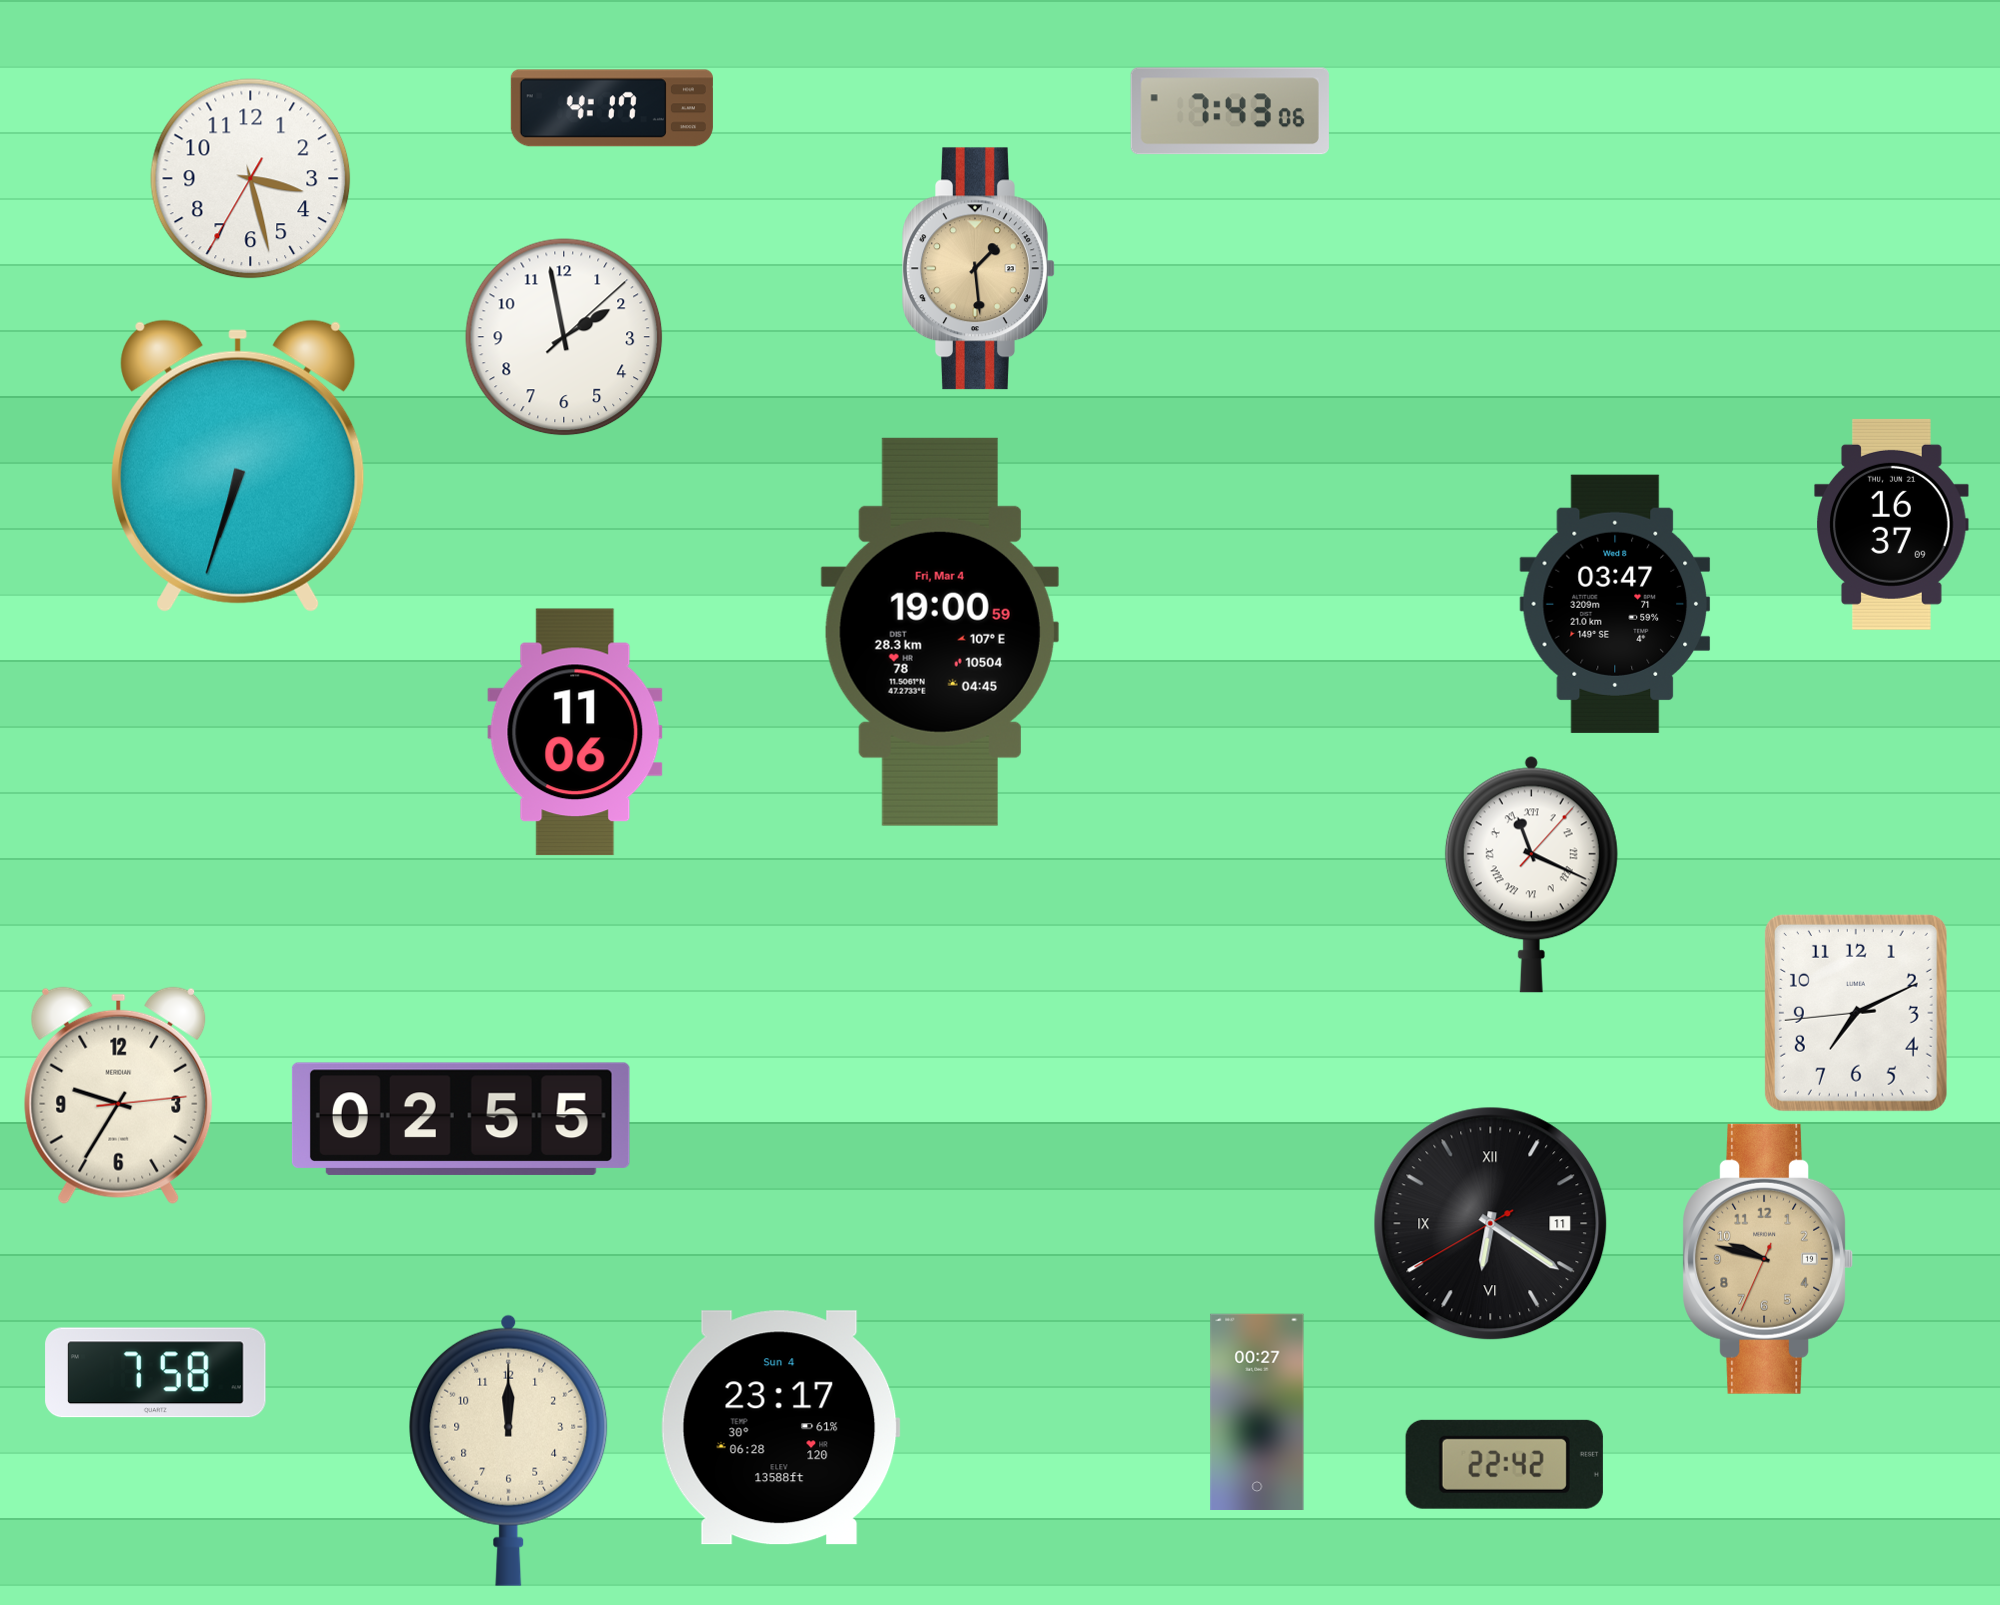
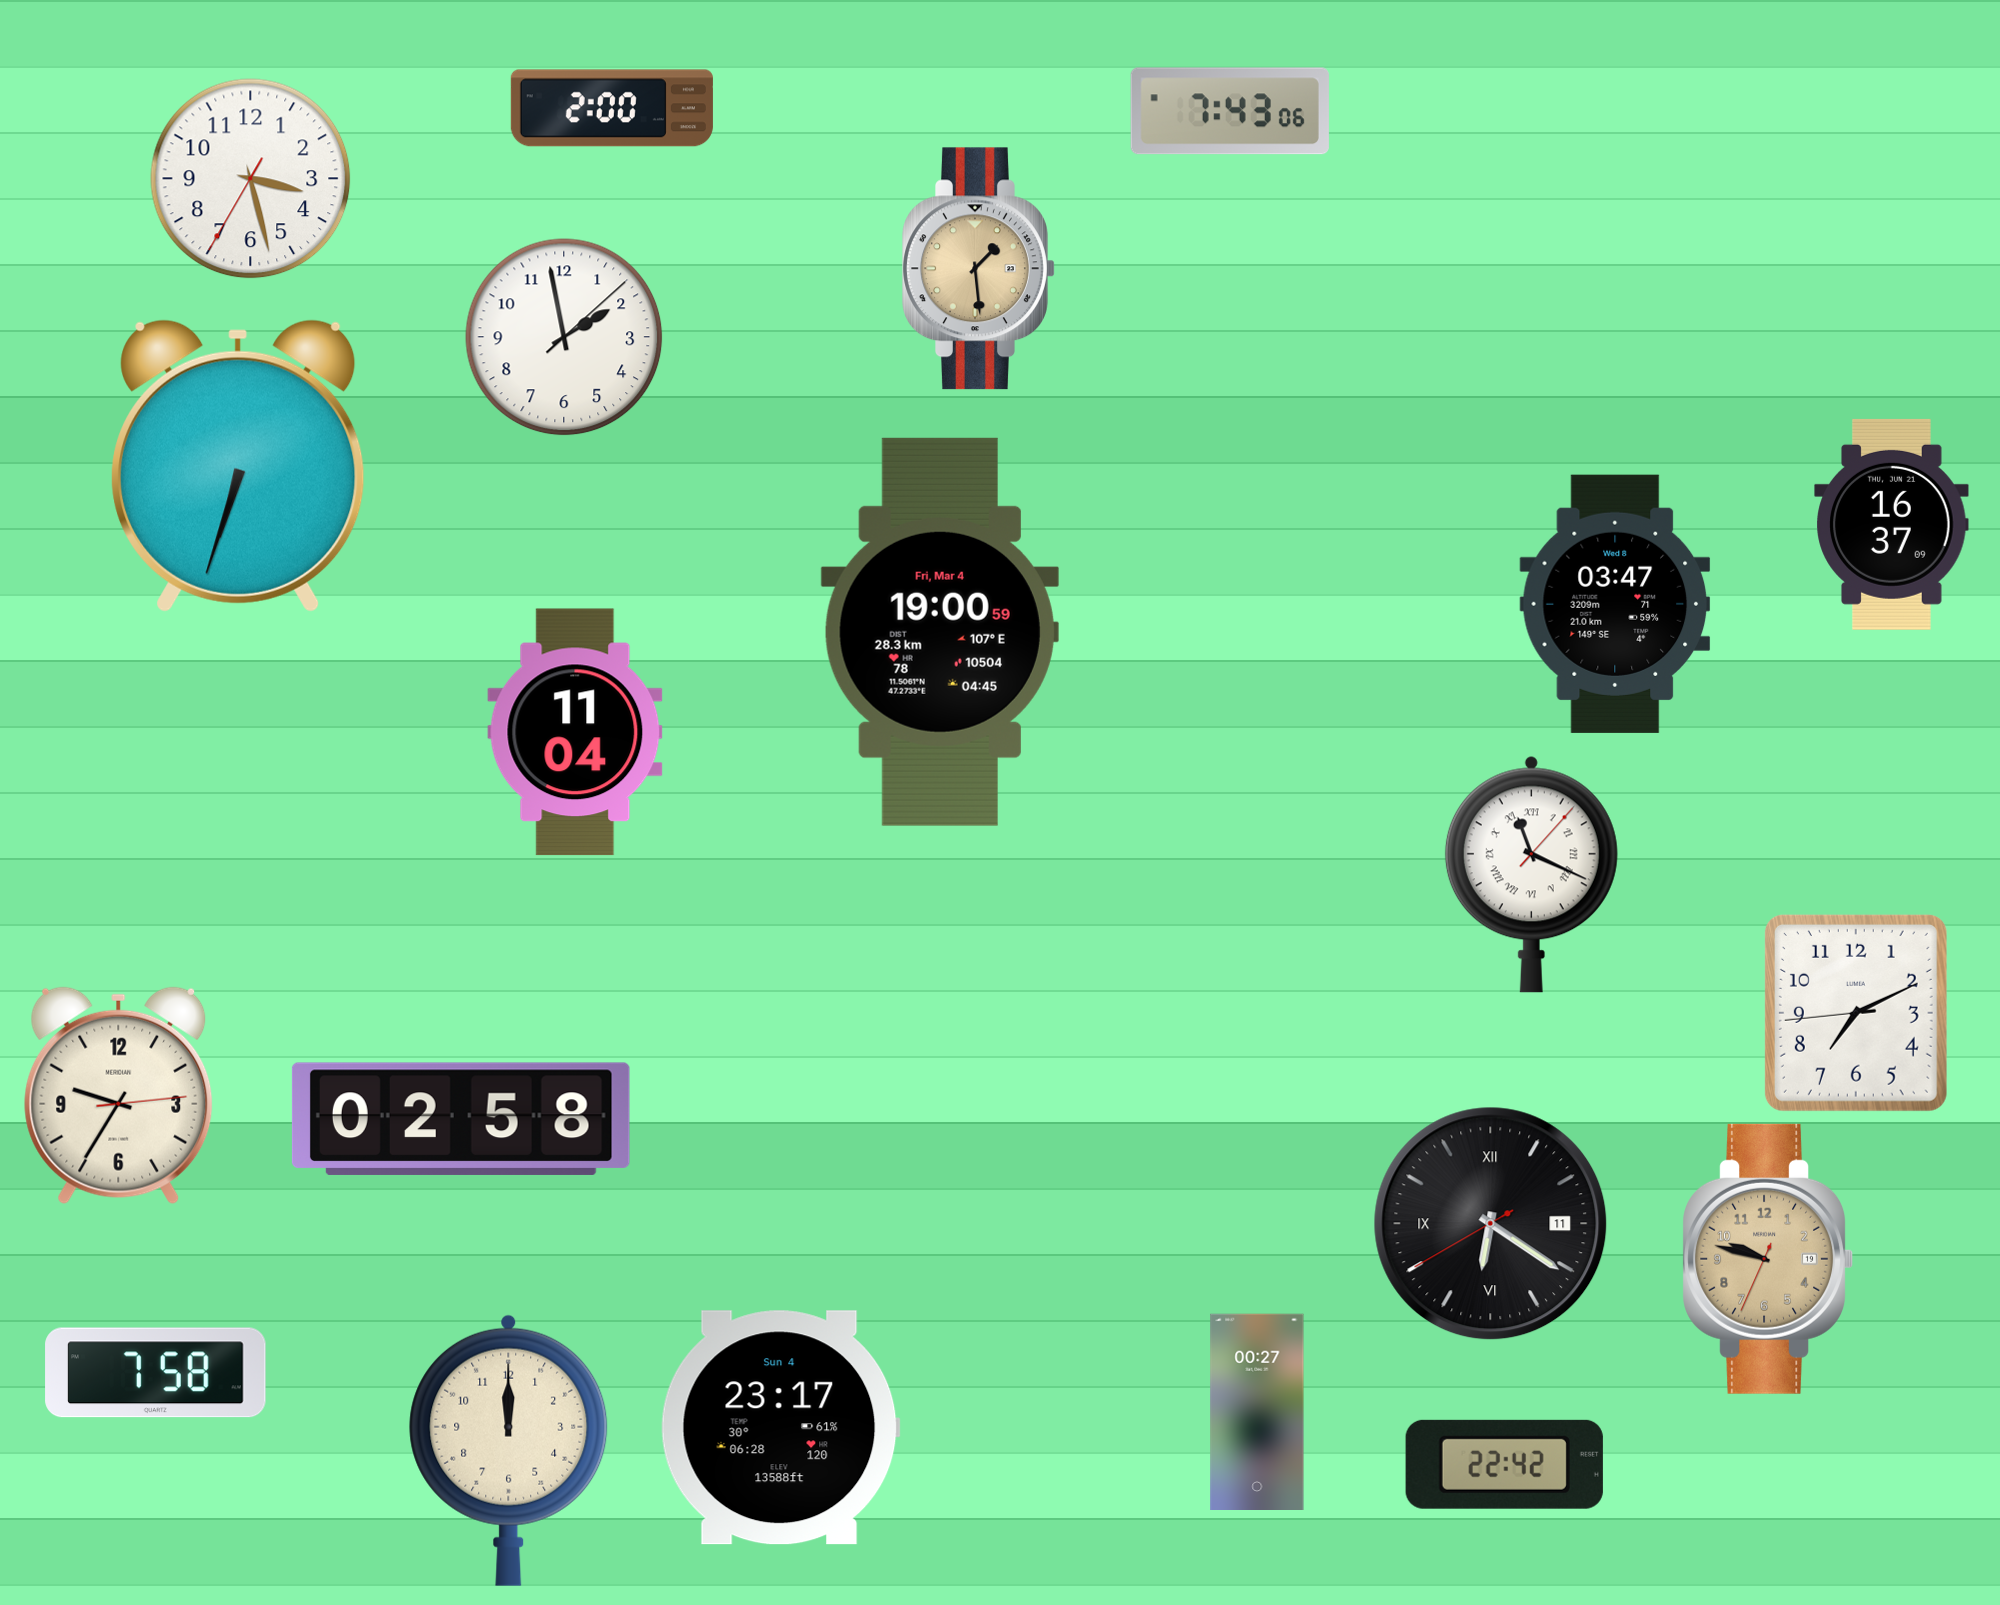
clock at (612, 108): 4:17 -> 2:00
clock at (575, 732): 11:06 -> 11:04
clock at (461, 1119): 02:55 -> 02:58
